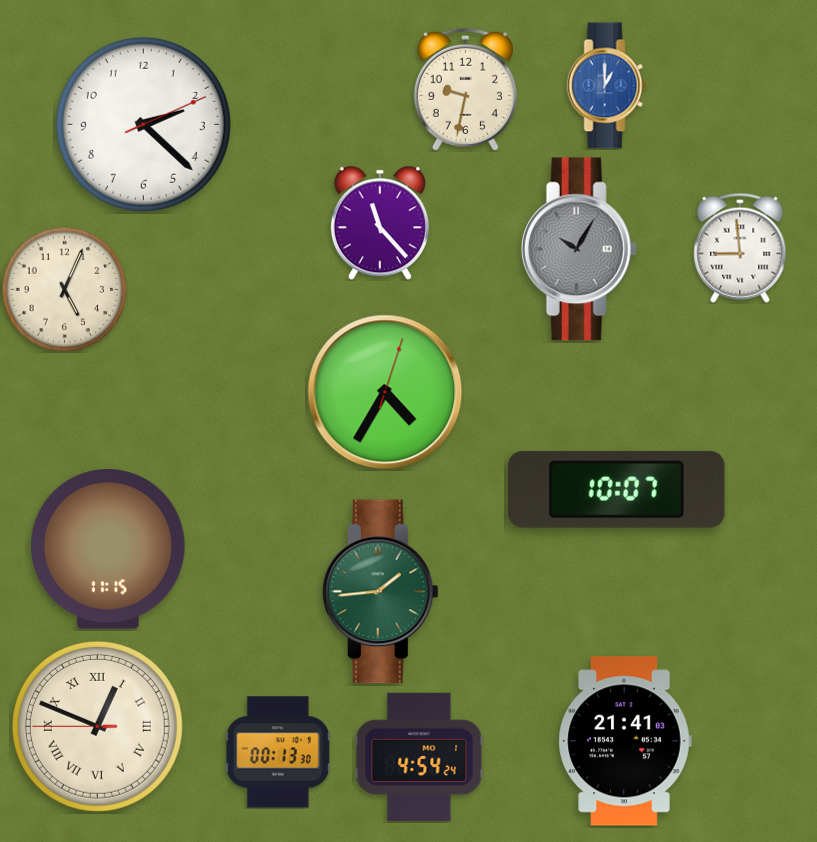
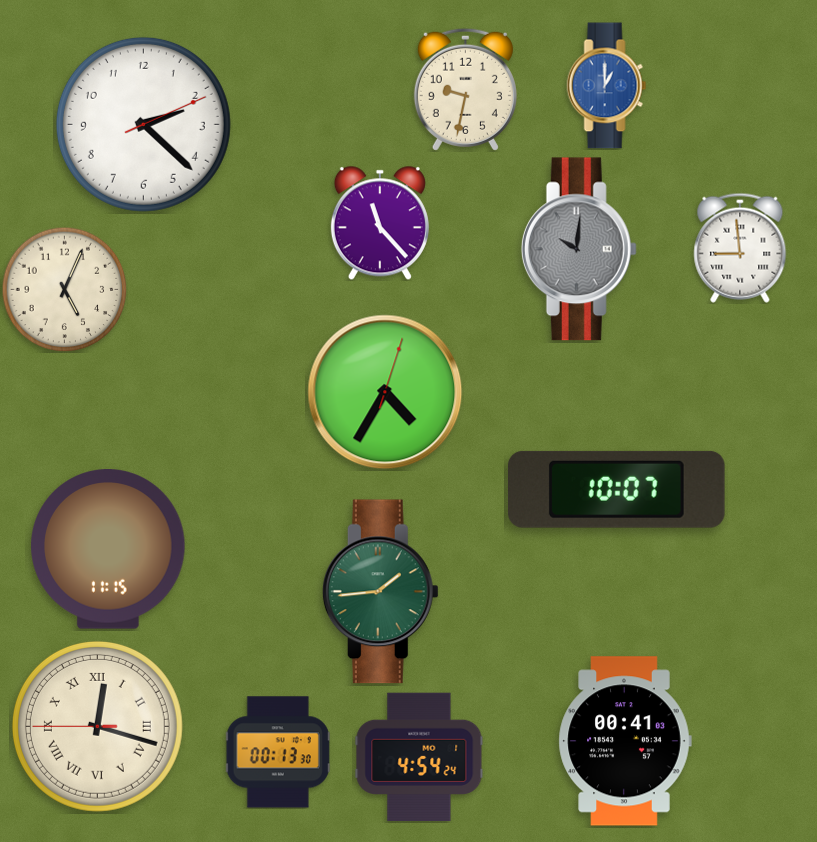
clock at (579, 249): 10:05 -> 10:01
clock at (97, 726): 12:48 -> 12:17
clock at (625, 741): 21:41 -> 00:41
